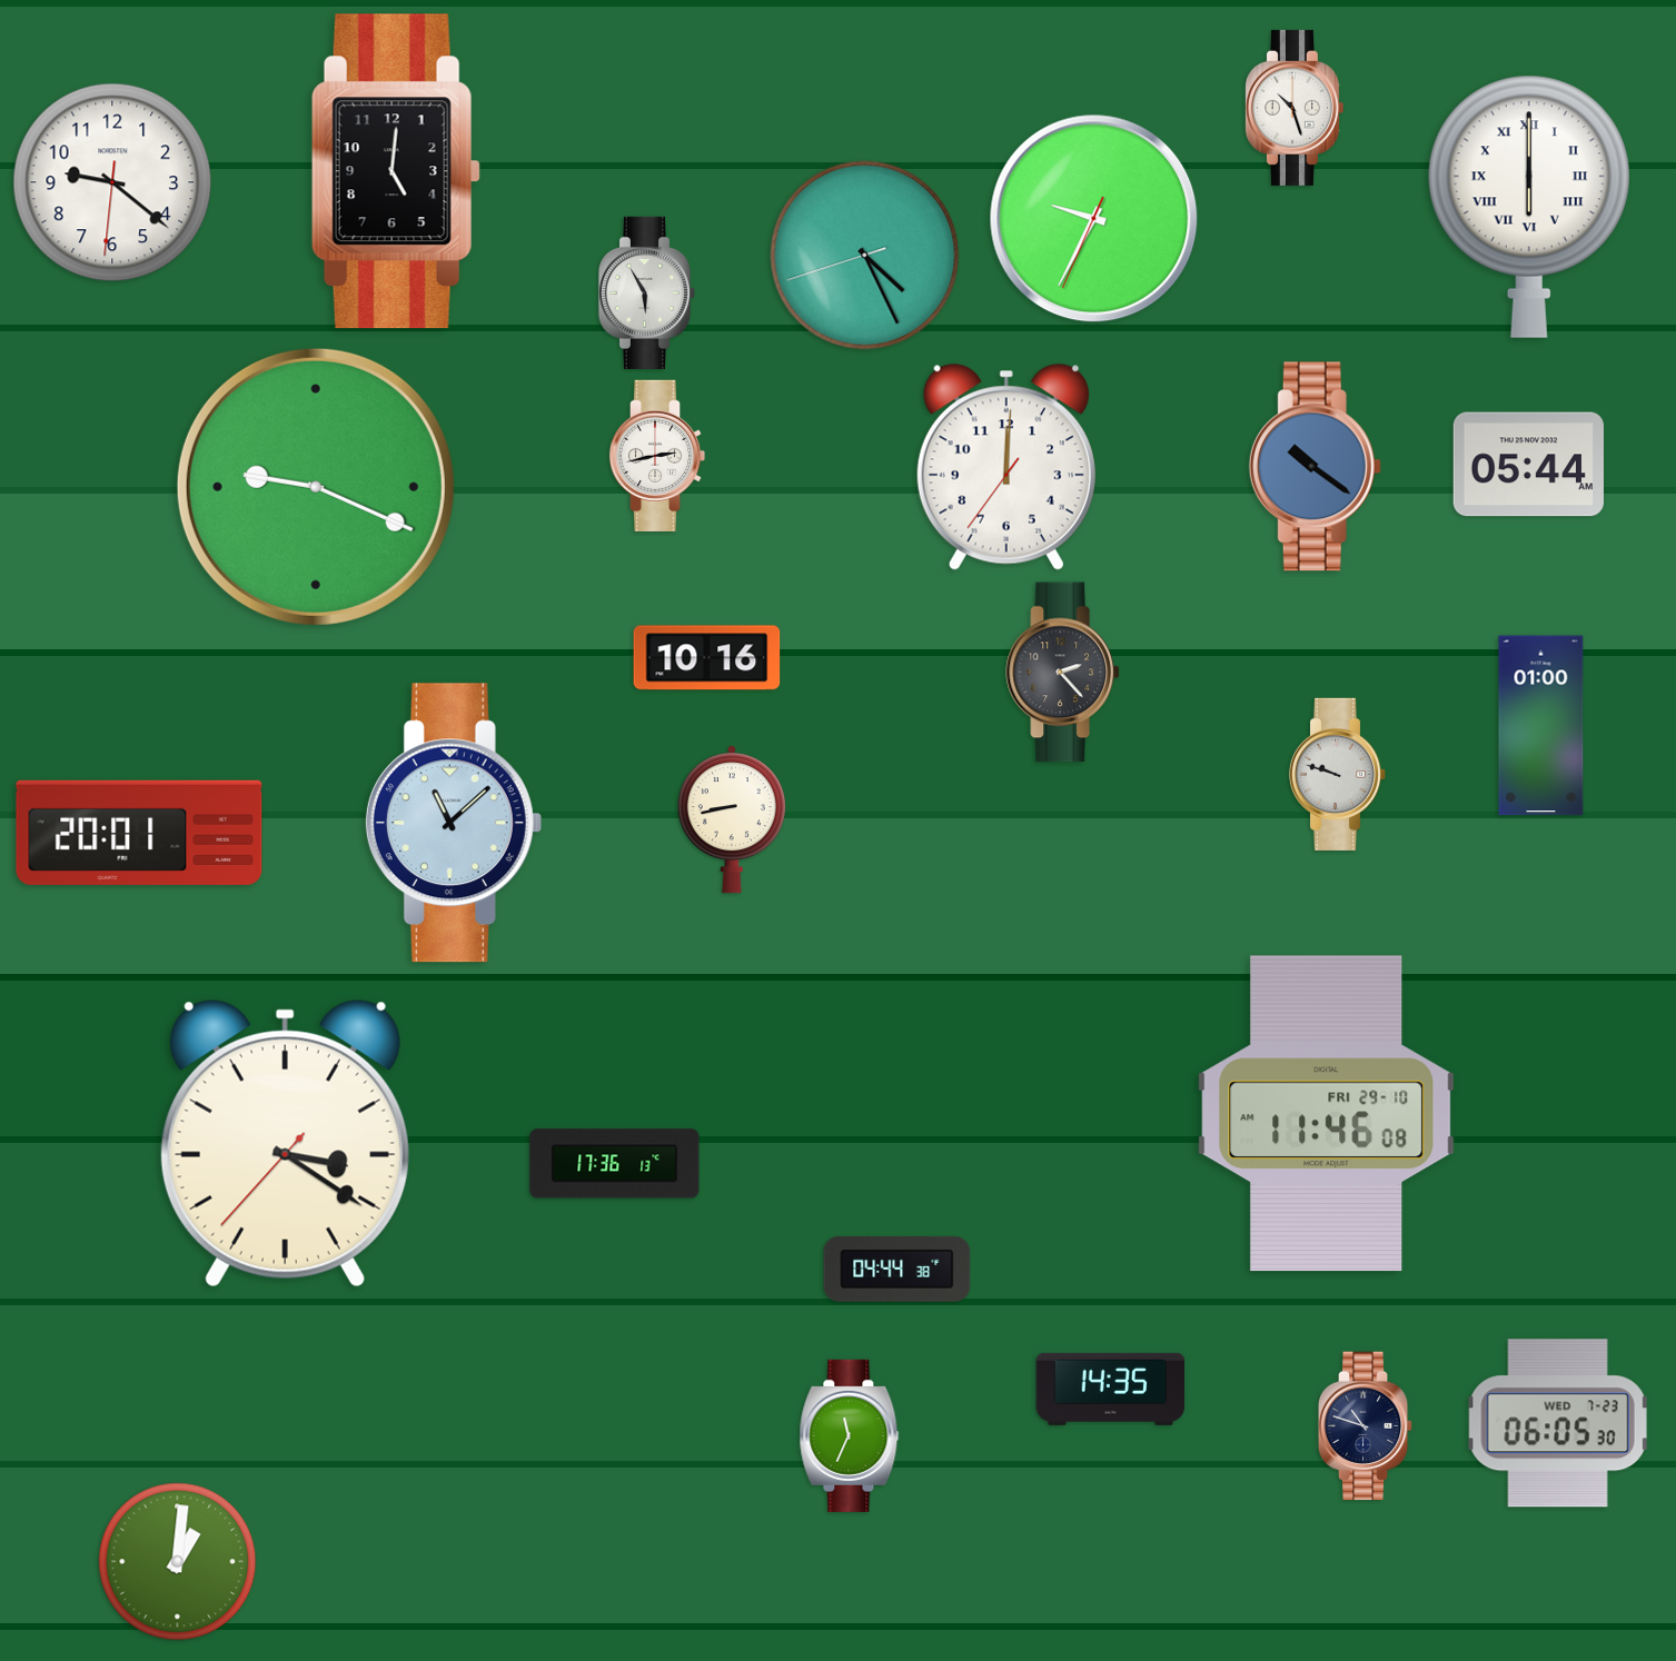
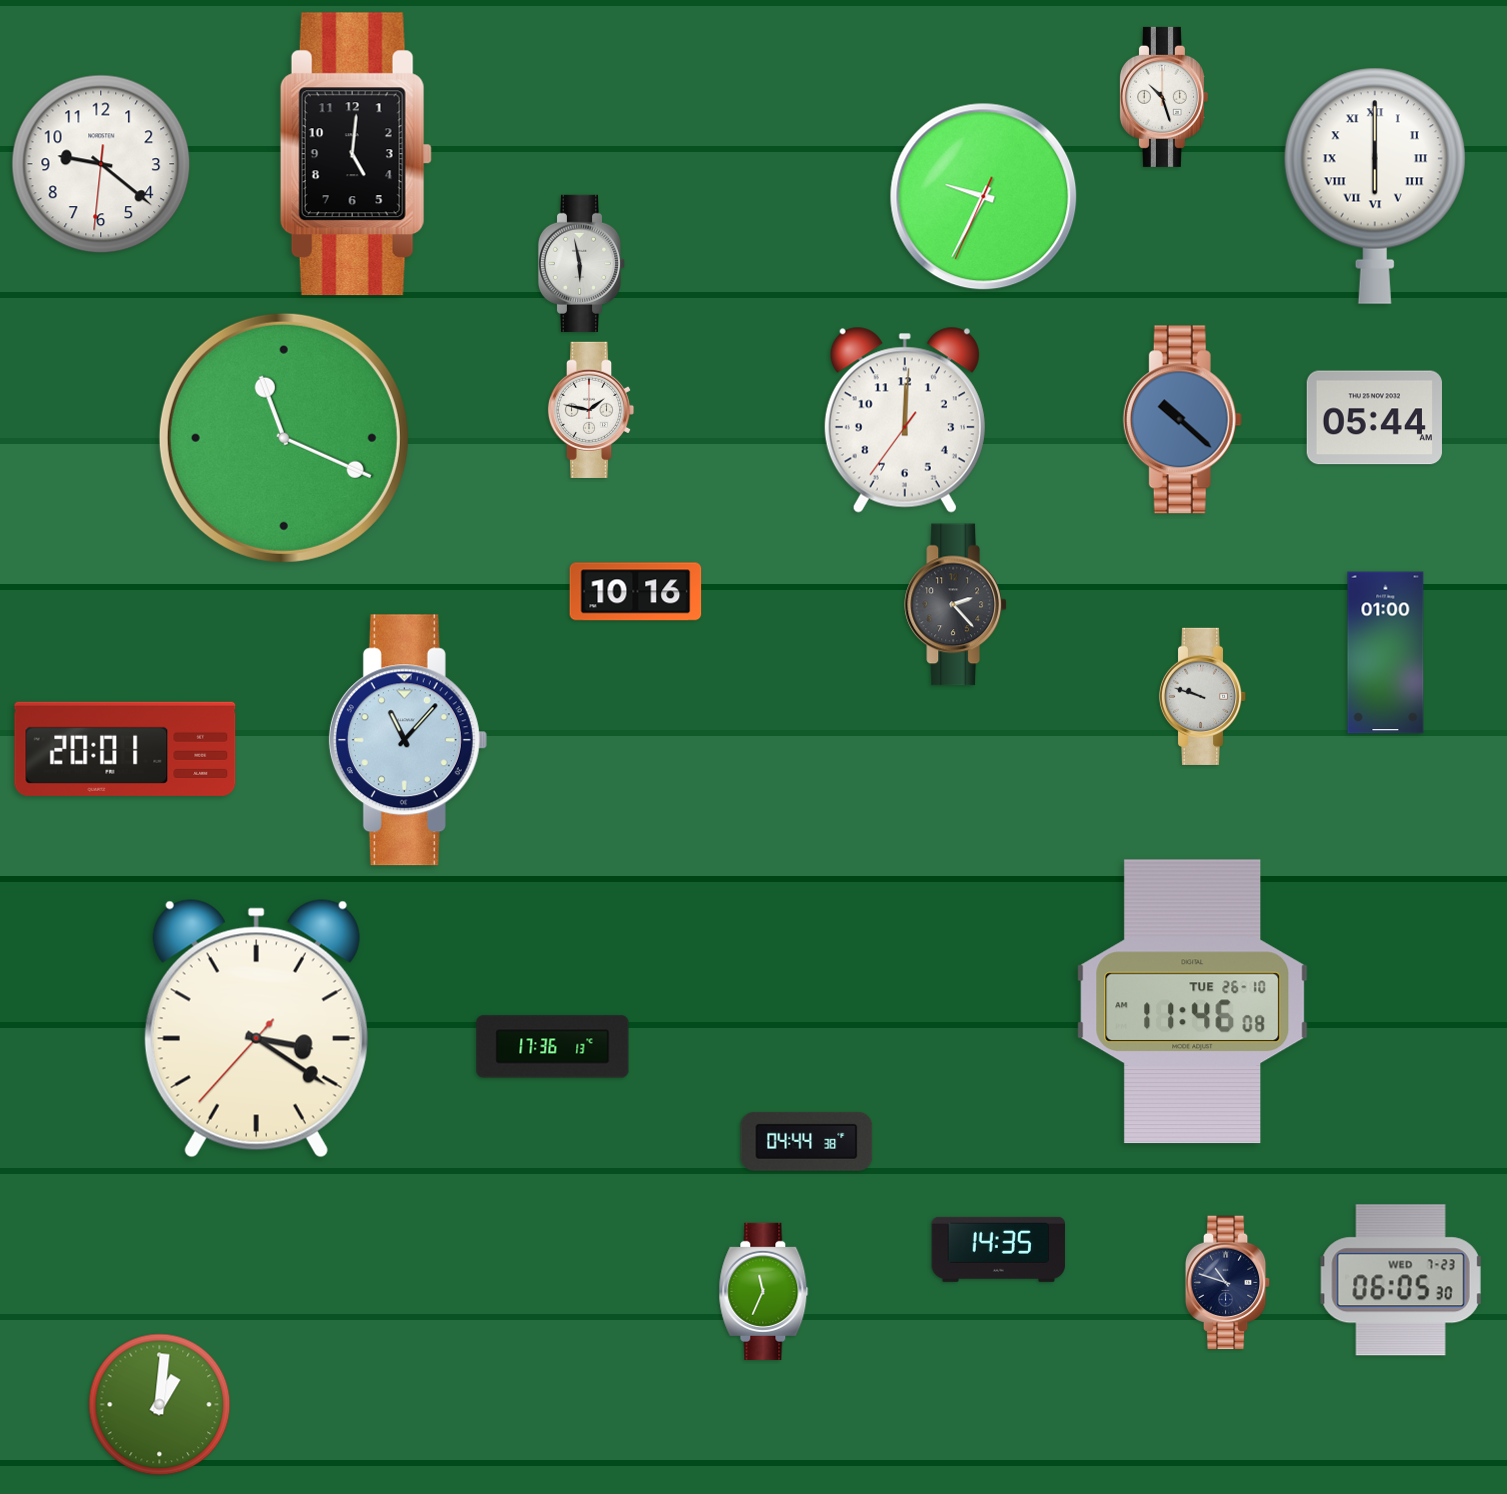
clock at (865, 256): 4:25 -> none
clock at (647, 292): 5:55 -> 5:58
clock at (657, 456): 2:43 -> 1:47
clock at (1315, 467): 10:21 -> 10:22
clock at (316, 487): 9:19 -> 11:19
clock at (732, 819): 8:43 -> none
clock at (454, 823): 11:08 -> 11:07
clock at (1327, 1114) date: FRI 29-10 -> TUE 26-10
